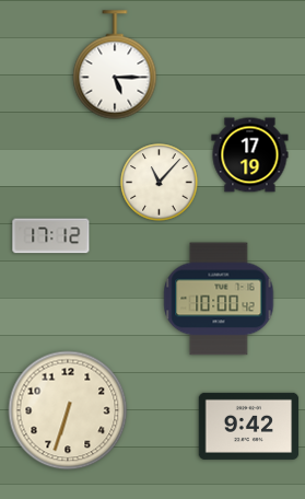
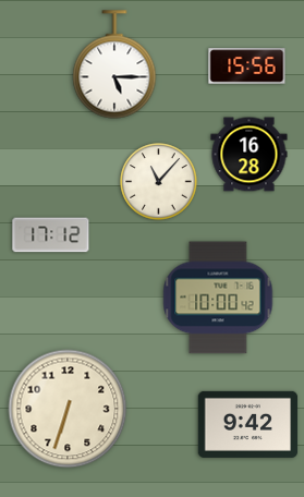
clock at (247, 66): none -> 15:56
clock at (250, 155): 17:19 -> 16:28
